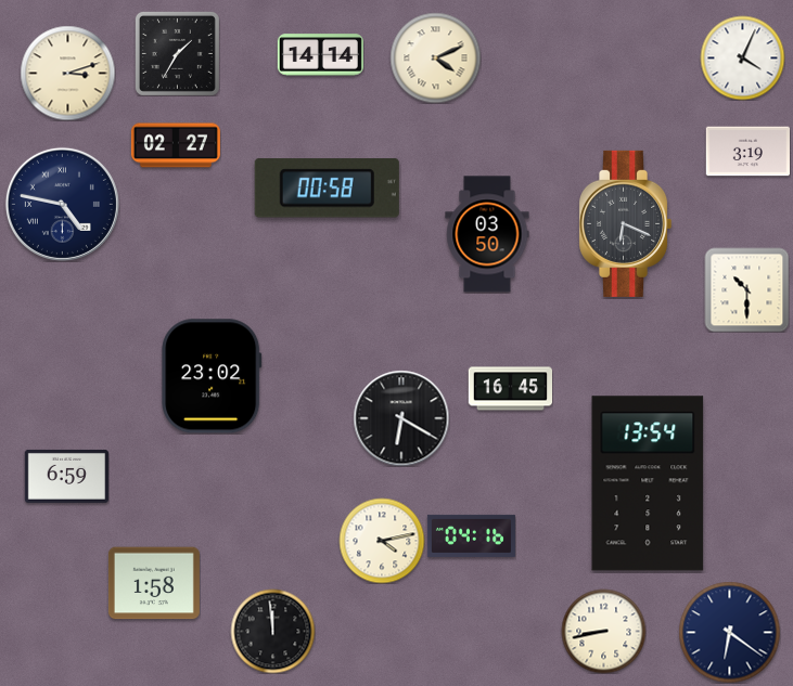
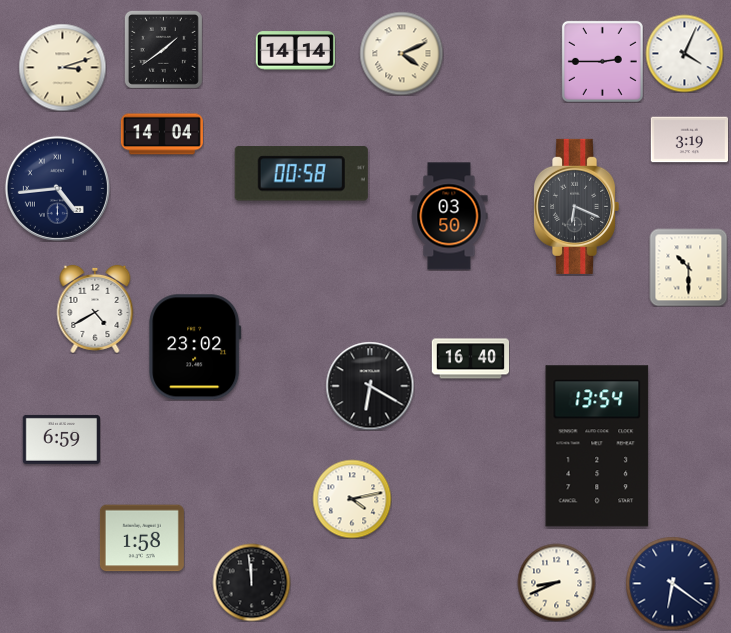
clock at (177, 53): 1:35 -> 1:39
clock at (602, 61): none -> 2:45
clock at (176, 145): 02:27 -> 14:04
clock at (62, 204): 4:47 -> 4:44
clock at (95, 309): none -> 4:40
clock at (510, 389): 16:45 -> 16:40
clock at (471, 535): 04:16 -> none
clock at (603, 631): 8:43 -> 8:41
